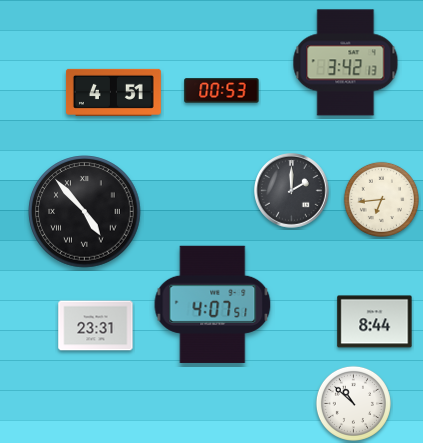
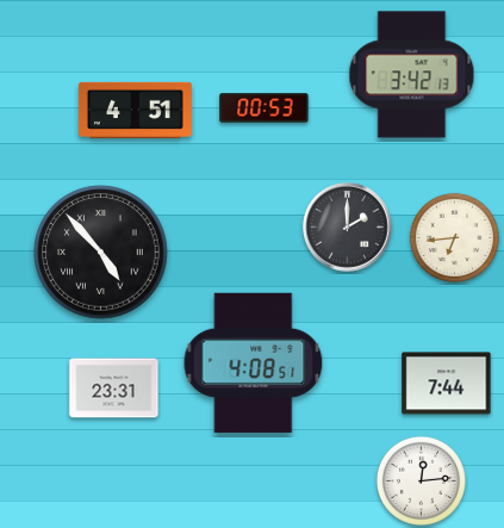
clock at (213, 304): 4:07 -> 4:08
clock at (375, 322): 8:44 -> 7:44
clock at (353, 403): 10:52 -> 12:14
